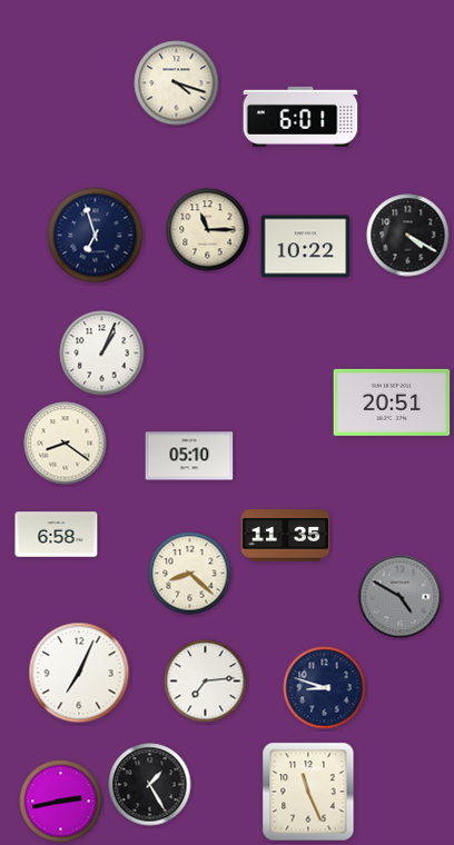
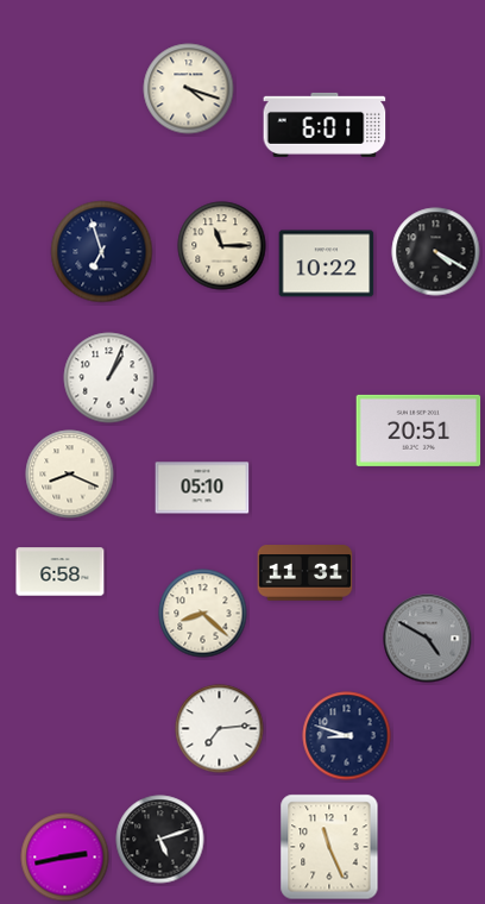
clock at (300, 117) position: (300, 117) -> (325, 125)
clock at (66, 444): 8:21 -> 8:19
clock at (286, 536): 11:35 -> 11:31
clock at (79, 673): 7:04 -> none
clock at (150, 785): 1:25 -> 5:12
